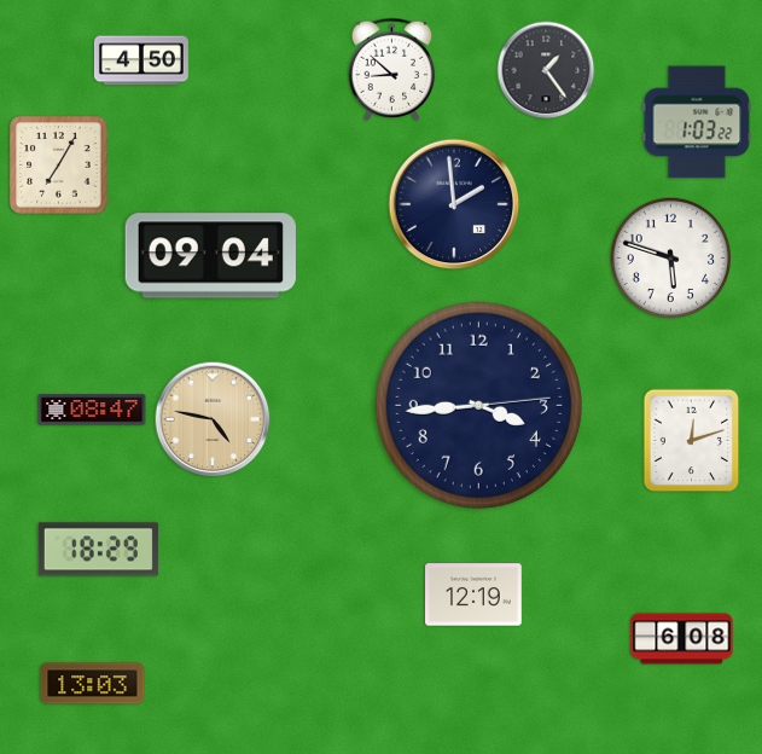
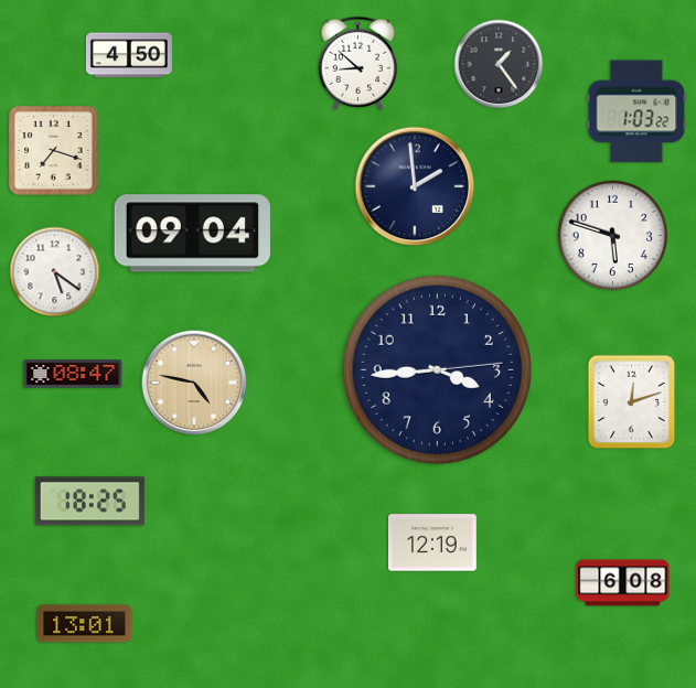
clock at (59, 166): 7:05 -> 7:18
clock at (55, 272): none -> 5:21
clock at (92, 410) position: (92, 410) -> (73, 374)
clock at (98, 550): 18:29 -> 18:25
clock at (93, 684): 13:03 -> 13:01
